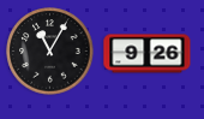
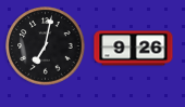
clock at (50, 52): 11:05 -> 7:02
